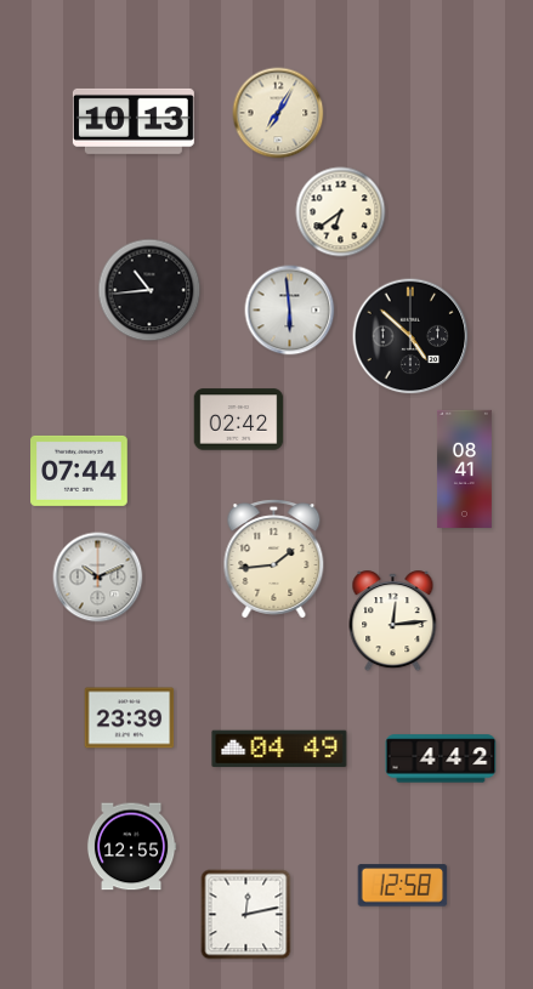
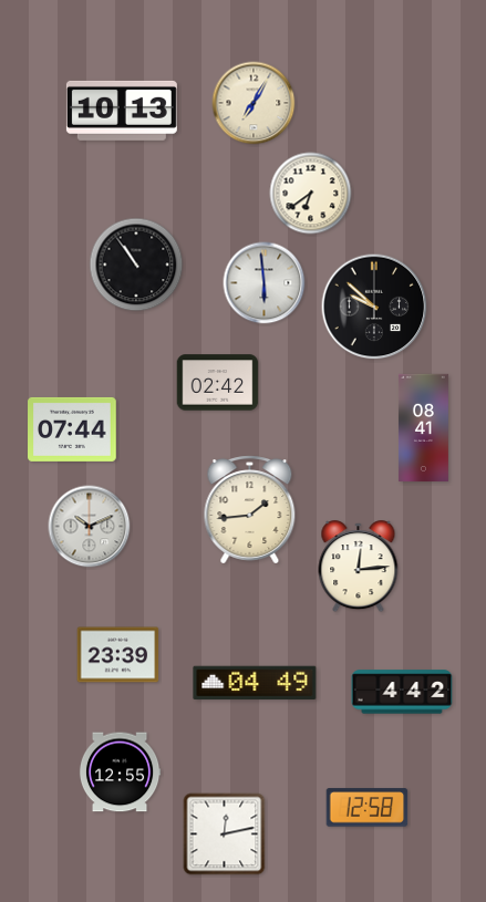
clock at (149, 290): 10:44 -> 10:54
clock at (410, 336): 4:52 -> 9:52
